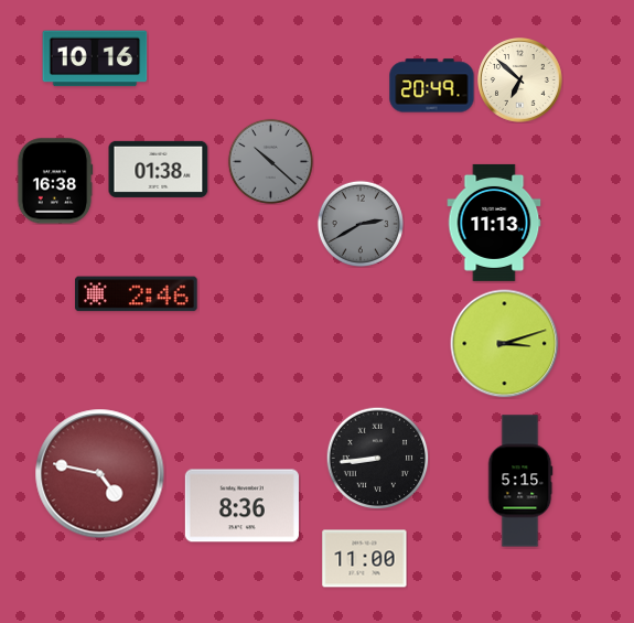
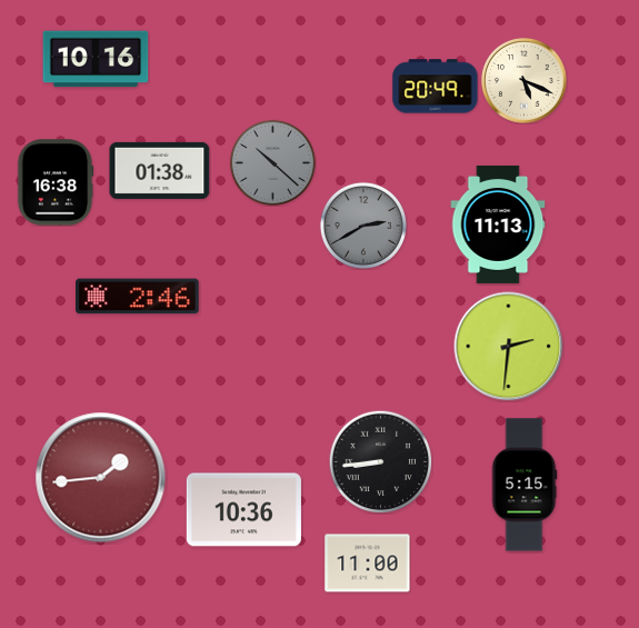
clock at (520, 80): 6:52 -> 5:19
clock at (505, 344): 3:12 -> 2:31
clock at (100, 474): 4:47 -> 1:44
clock at (241, 506): 8:36 -> 10:36
